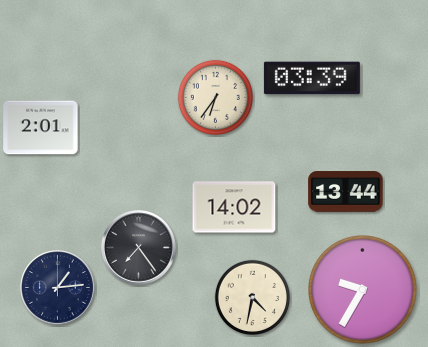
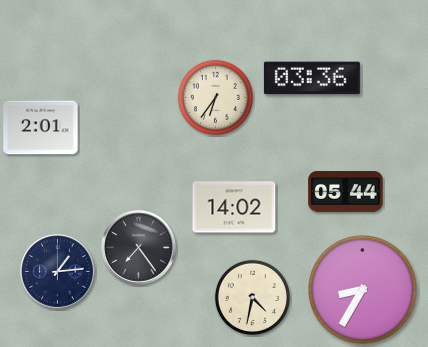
clock at (312, 78): 03:39 -> 03:36
clock at (346, 192): 13:44 -> 05:44
clock at (58, 288) position: (58, 288) -> (58, 272)
clock at (363, 290): 9:35 -> 8:35
